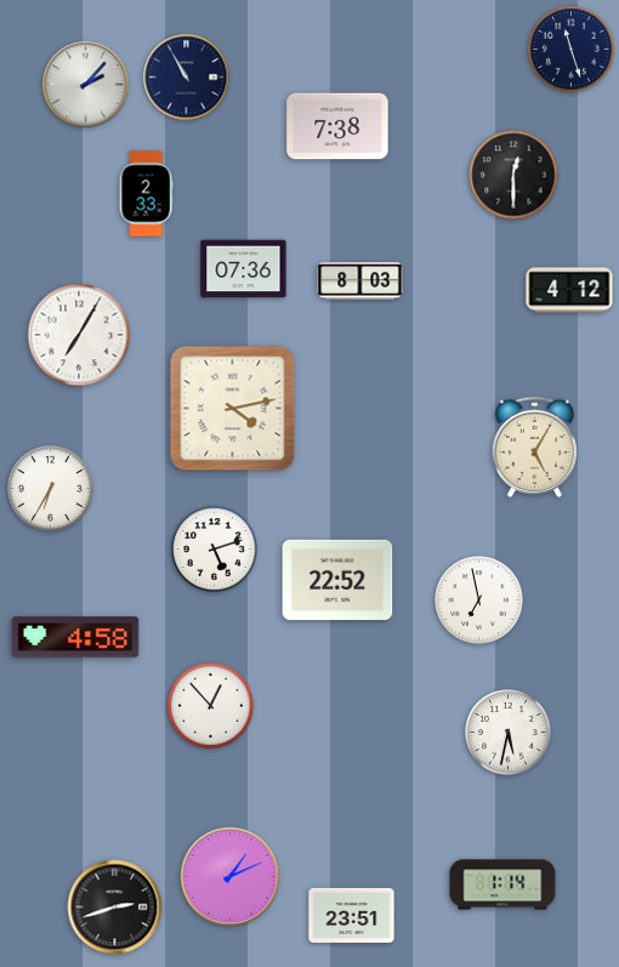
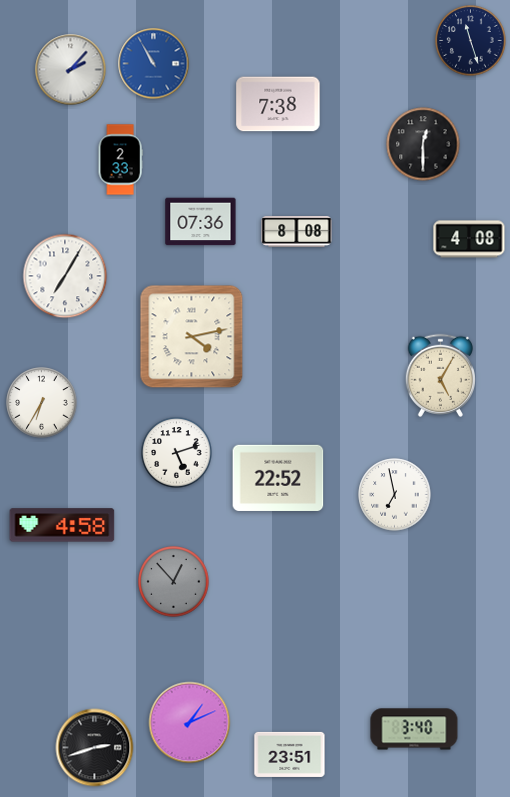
clock at (187, 78) dial: navy -> blue
clock at (360, 281): 8:03 -> 8:08
clock at (569, 290): 4:12 -> 4:08
clock at (534, 446) position: (534, 446) -> (440, 375)
clock at (211, 706) dial: white -> grey
clock at (509, 733): 5:32 -> none
clock at (502, 884): 1:14 -> 3:40
